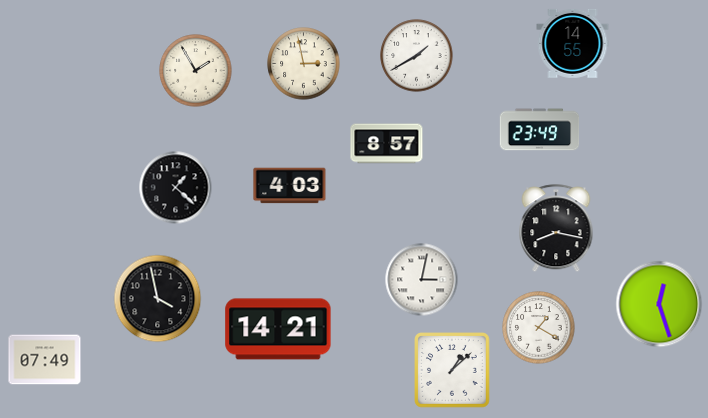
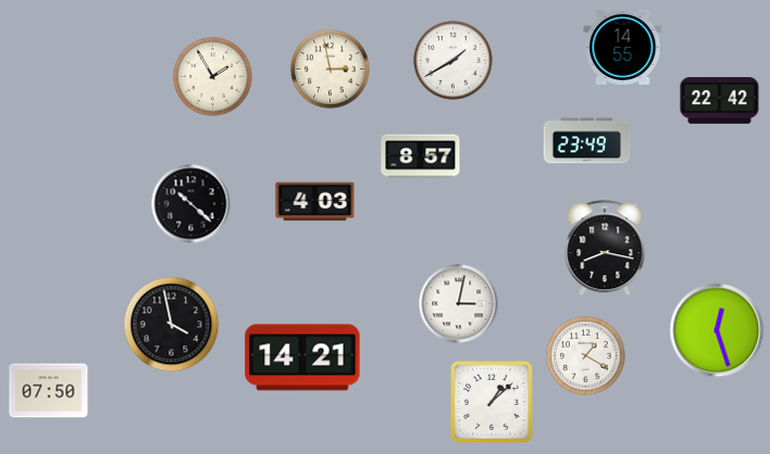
clock at (720, 101): none -> 22:42
clock at (176, 188): 1:22 -> 10:22
clock at (45, 360): 07:49 -> 07:50
